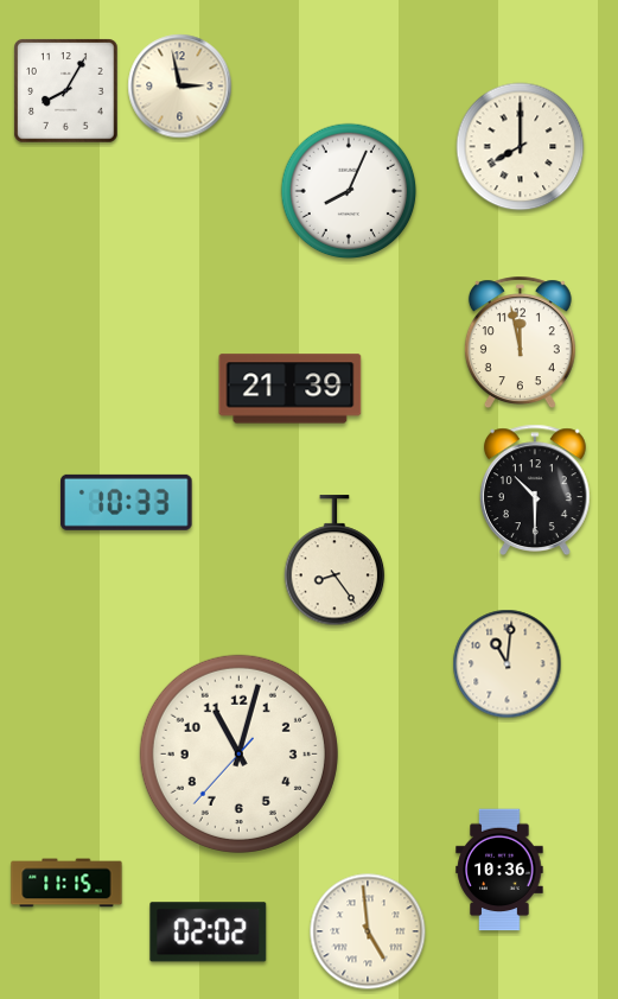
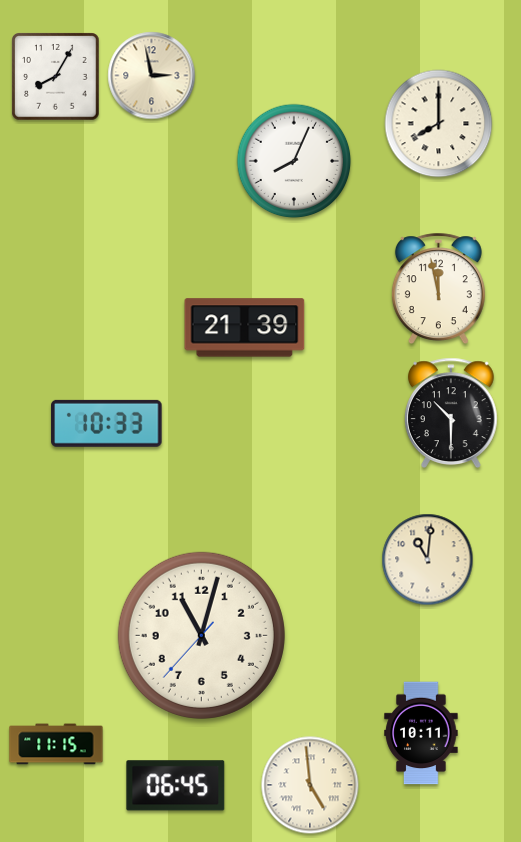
clock at (180, 87) position: (180, 87) -> (152, 76)
clock at (335, 561): 8:24 -> none
clock at (499, 870): 10:36 -> 10:11
clock at (209, 933): 02:02 -> 06:45
